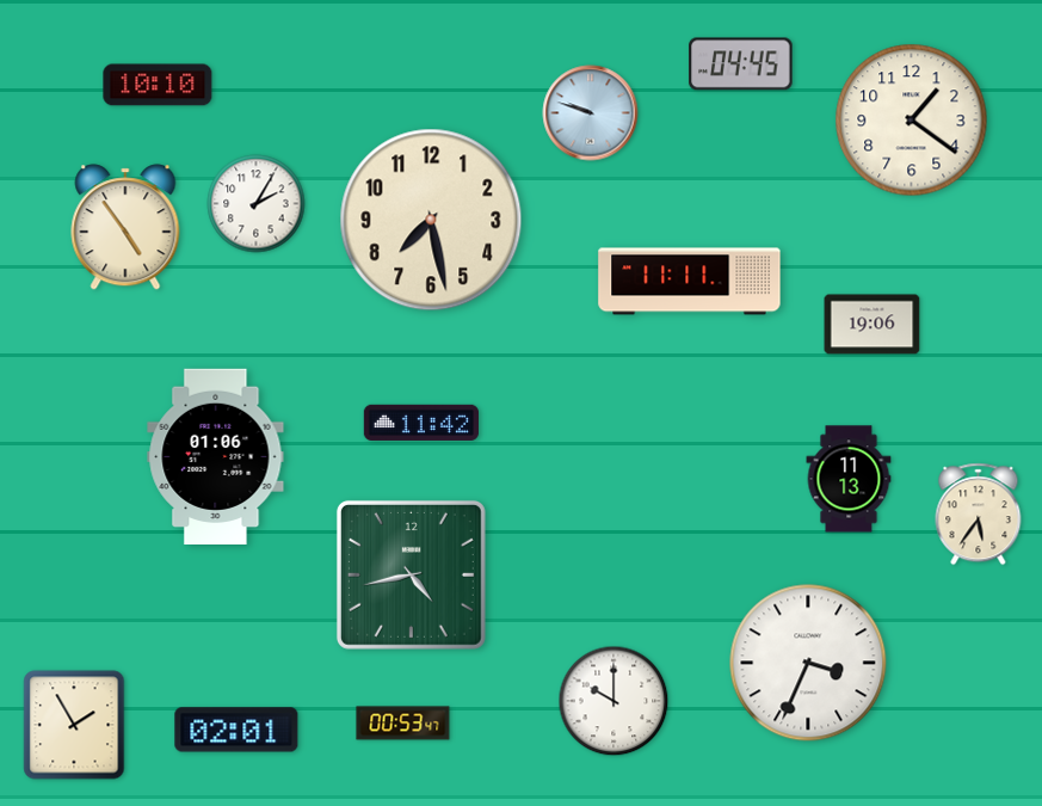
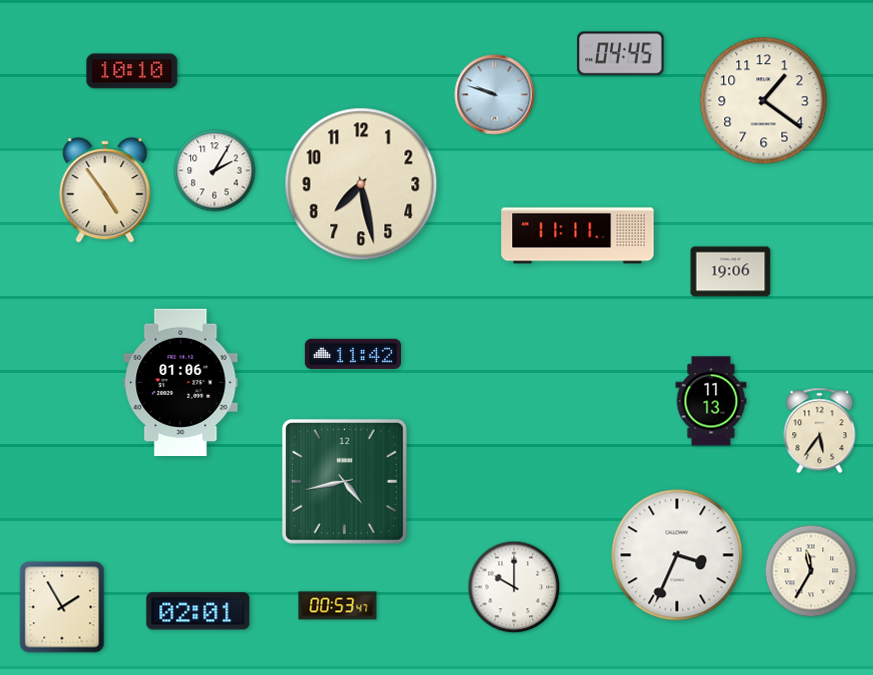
clock at (811, 571): none -> 11:35
